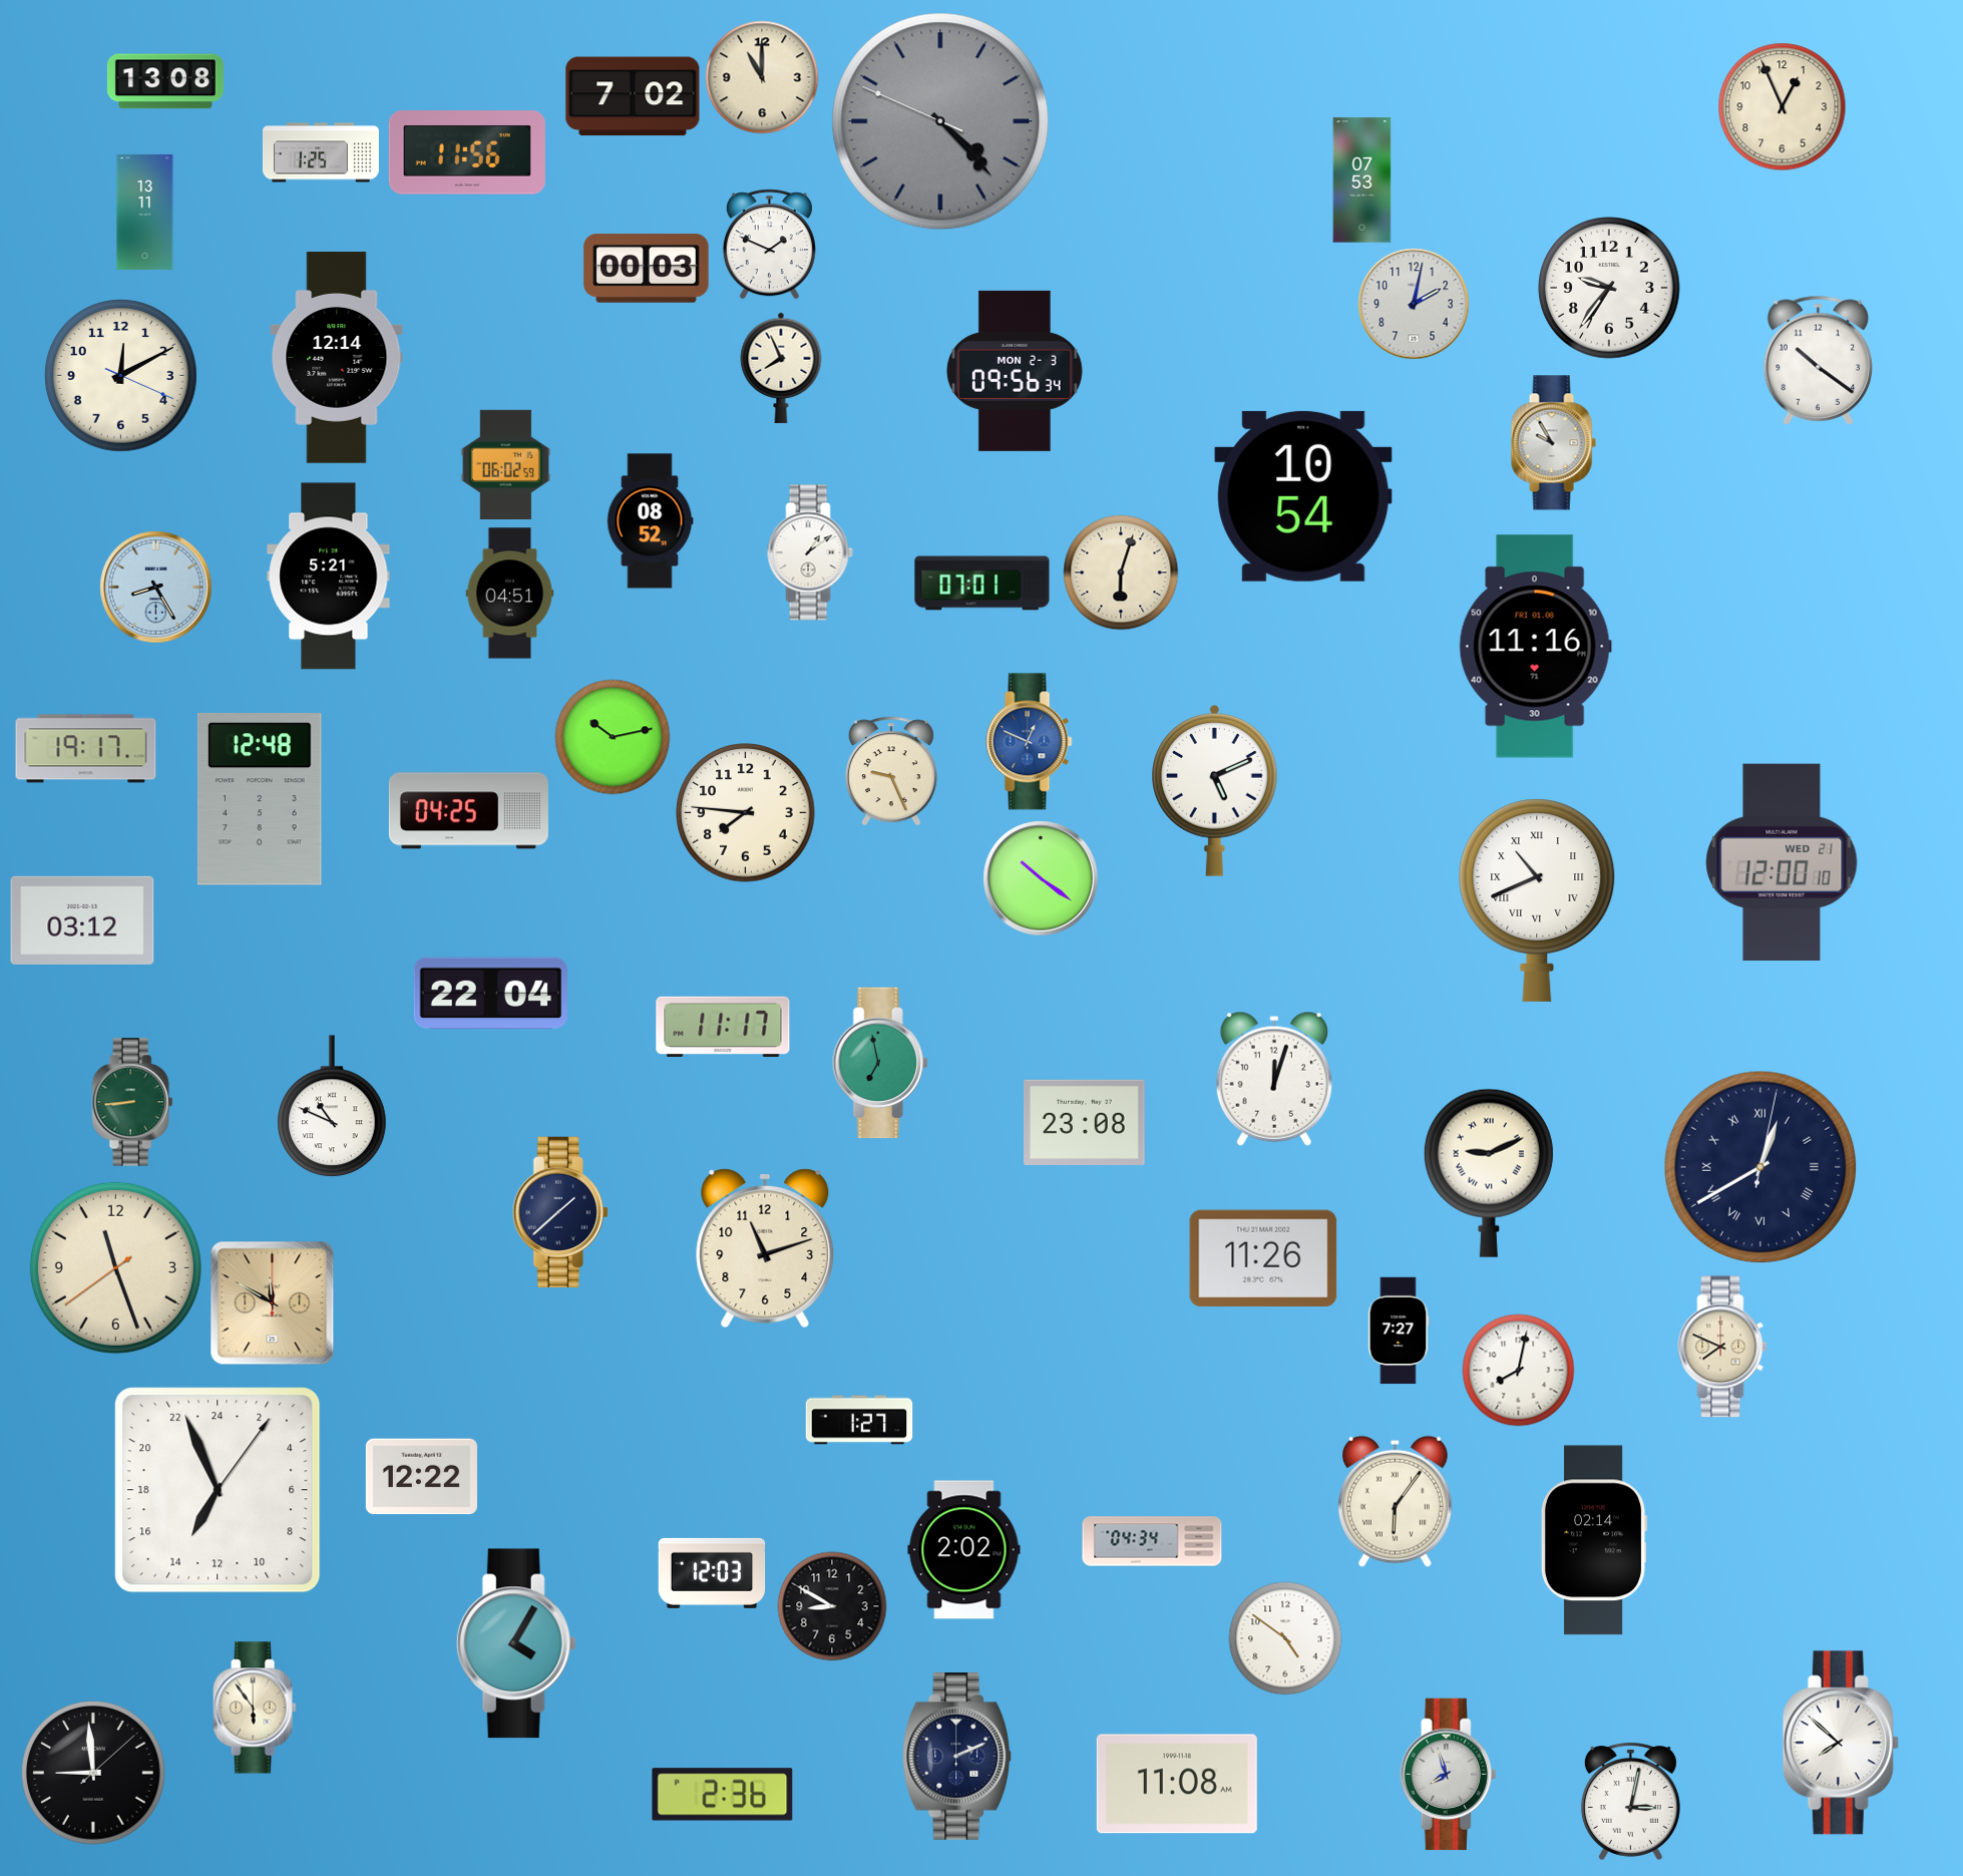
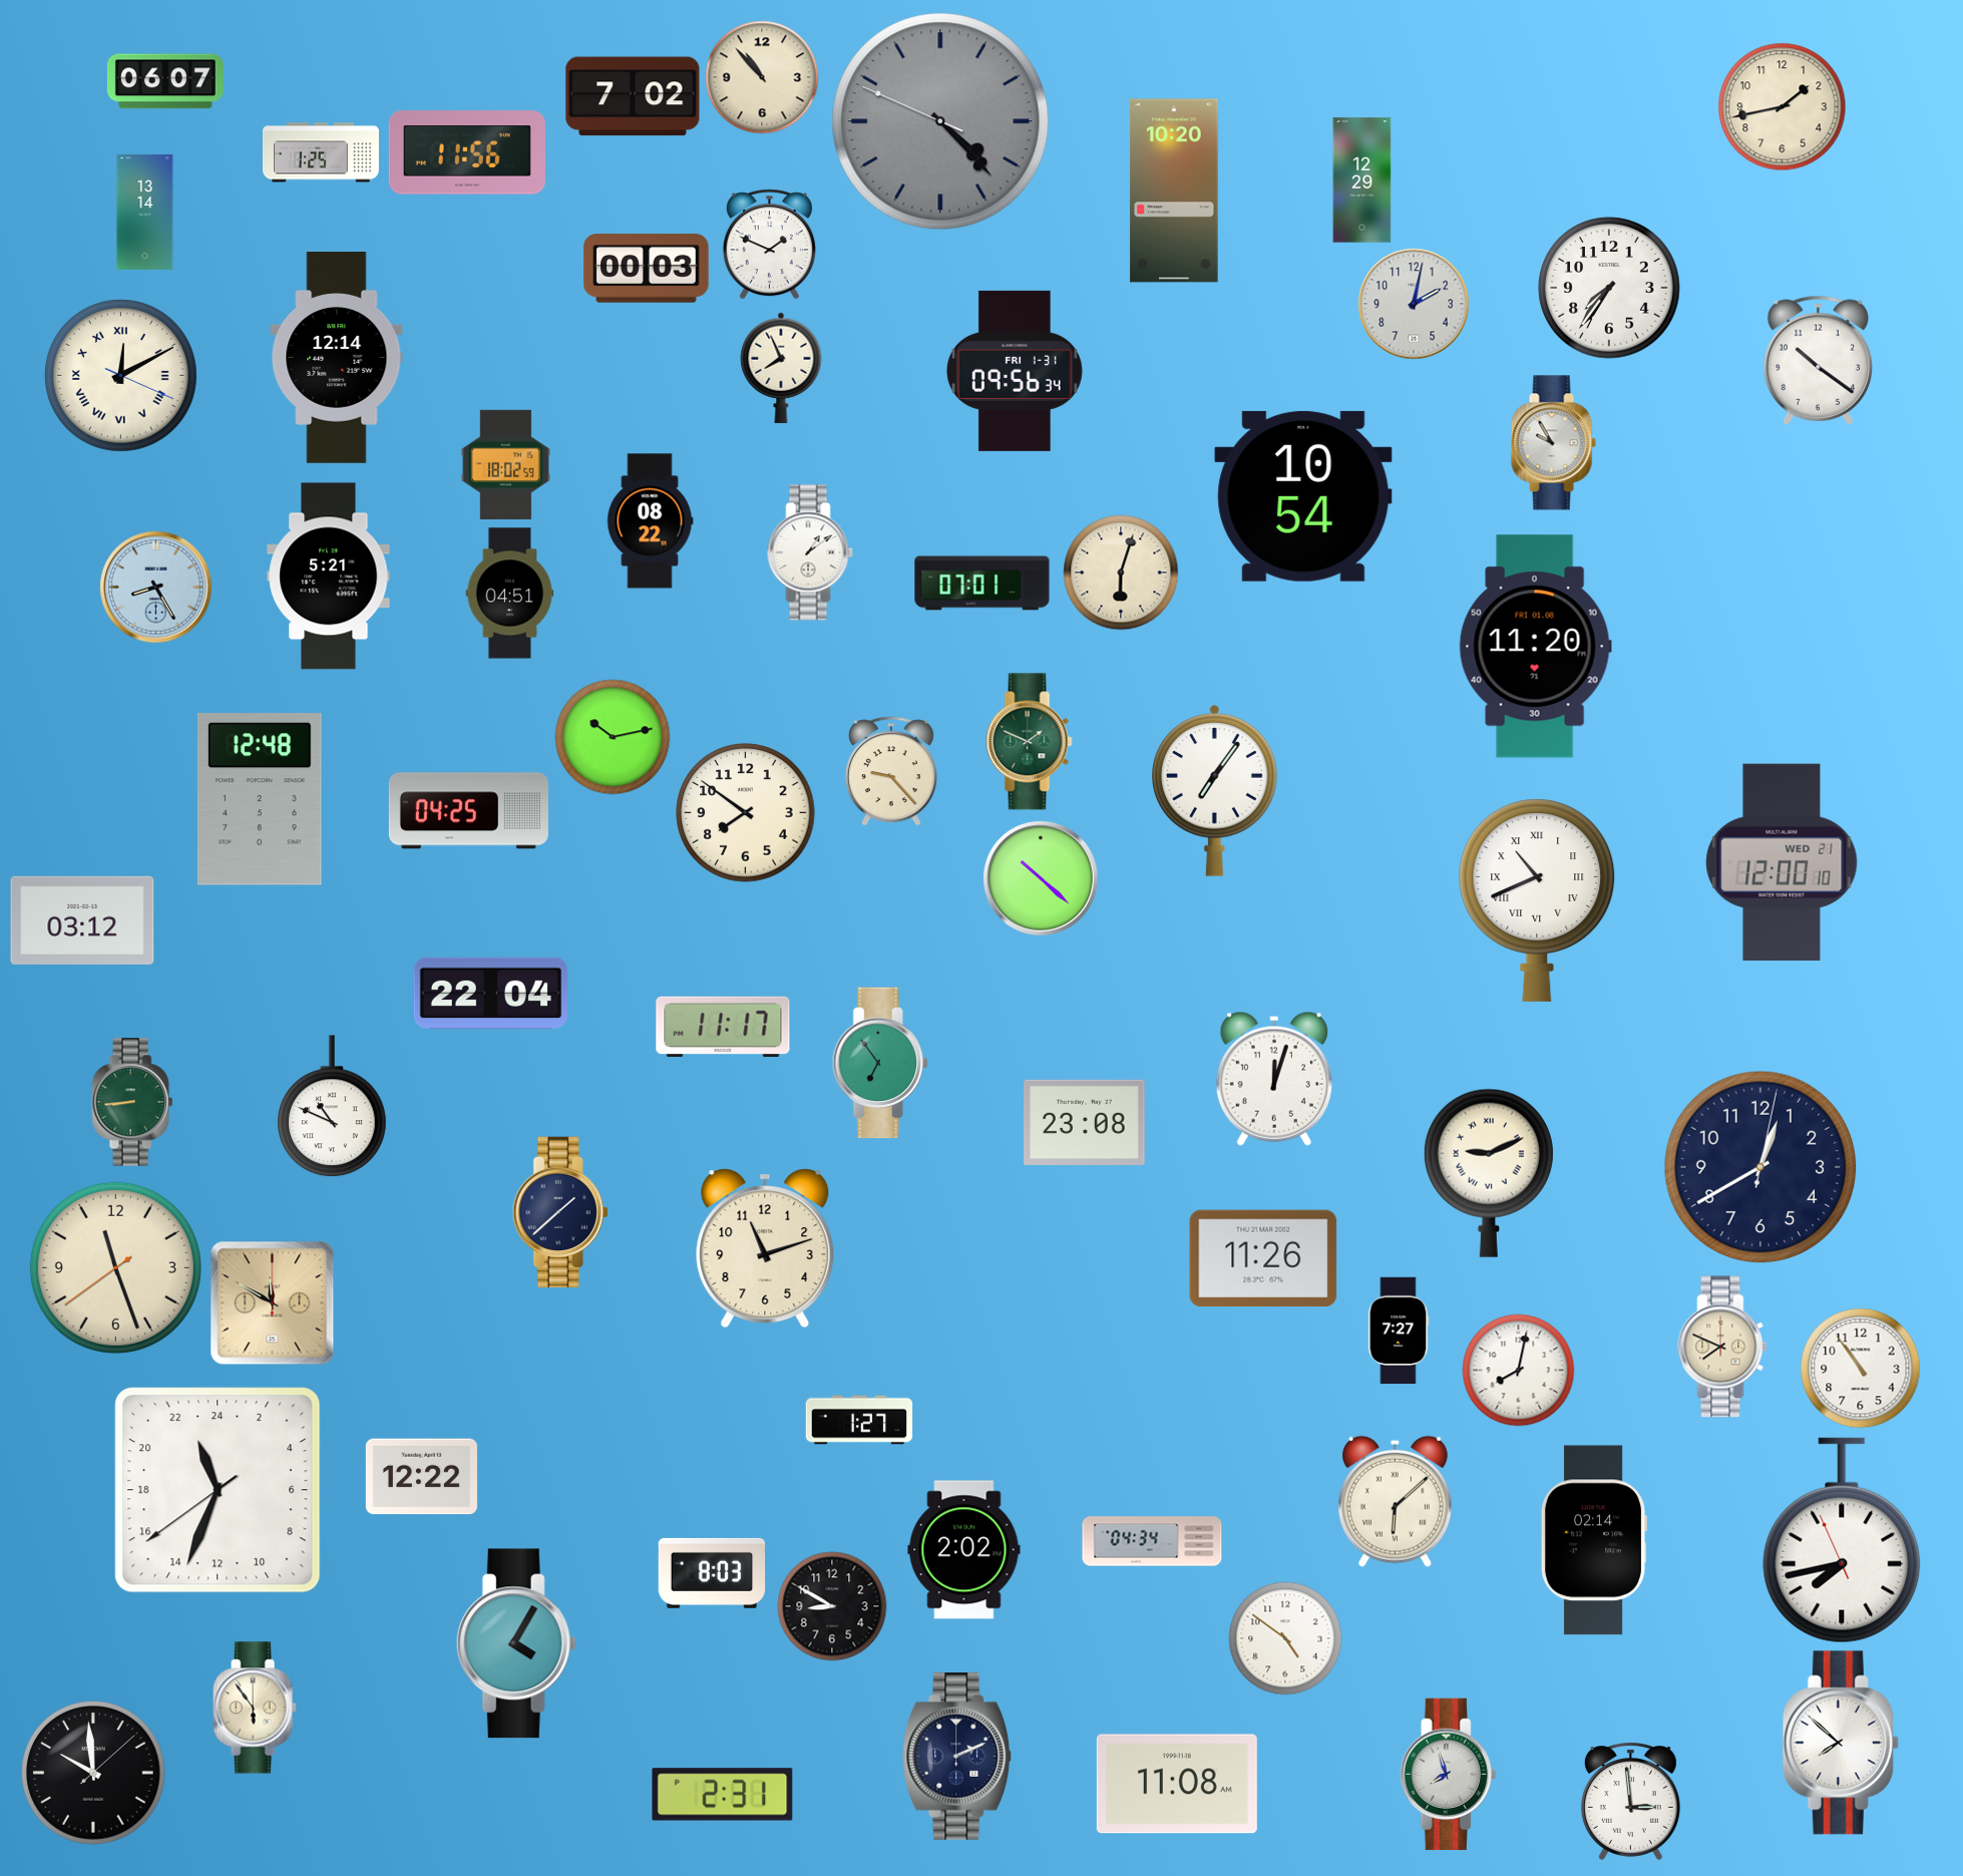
clock at (762, 77): 11:00 -> 10:53
clock at (165, 81): 13:08 -> 06:07
clock at (1783, 107): 12:56 -> 1:43
clock at (1362, 180): 07:53 -> 12:29
clock at (1174, 191): none -> 10:20
clock at (145, 212): 13:11 -> 13:14
clock at (1609, 288): 9:36 -> 7:36
clock at (1015, 371) date: MON 2-3 -> FRI 1-31
clock at (120, 375) numerals: Arabic -> Roman
clock at (505, 464): 06:02 -> 18:02
clock at (650, 521): 08:52 -> 08:22
clock at (1535, 647): 11:16 -> 11:20
clock at (1030, 742): 12:49 -> 1:49
clock at (1030, 742) dial: blue -> green
clock at (86, 749): 19:17 -> none
clock at (891, 771): 9:26 -> 9:23
clock at (1215, 791): 5:11 -> 7:06
clock at (746, 813): 7:46 -> 7:51
clock at (1041, 878): 10:21 -> 10:22
clock at (880, 1063): 6:58 -> 6:54
clock at (1760, 1167) numerals: Roman -> Arabic
clock at (1861, 1369): none -> 10:54
clock at (218, 1490): 13:56 -> 22:33
clock at (1395, 1501): 6:06 -> 6:08
clock at (1842, 1540): none -> 7:42
clock at (712, 1573): 12:03 -> 8:03
clock at (93, 1773): 8:59 -> 9:59
clock at (723, 1795): 2:36 -> 2:31
clock at (1630, 1802): 3:02 -> 2:59
